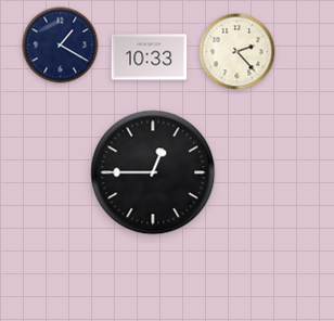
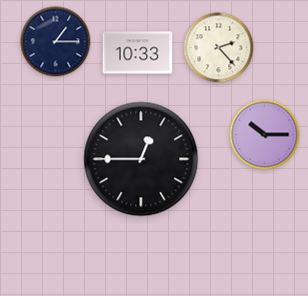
clock at (61, 46): 1:20 -> 1:15
clock at (265, 135): none -> 10:15
